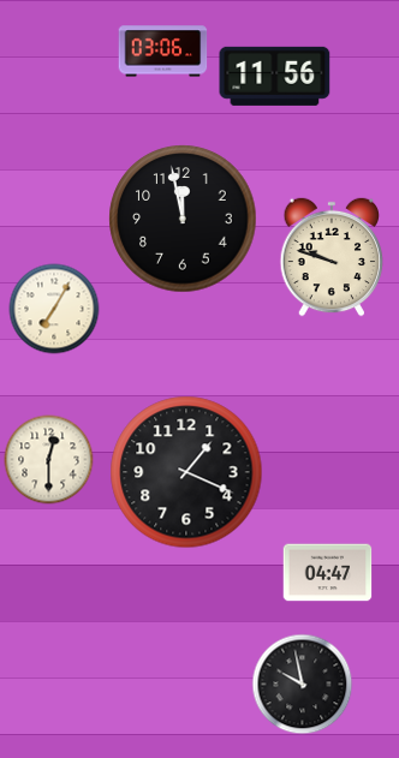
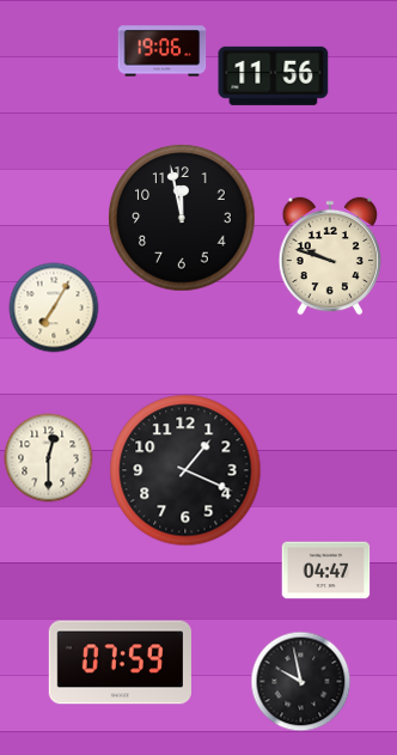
clock at (163, 52): 03:06 -> 19:06
clock at (120, 663): none -> 07:59
